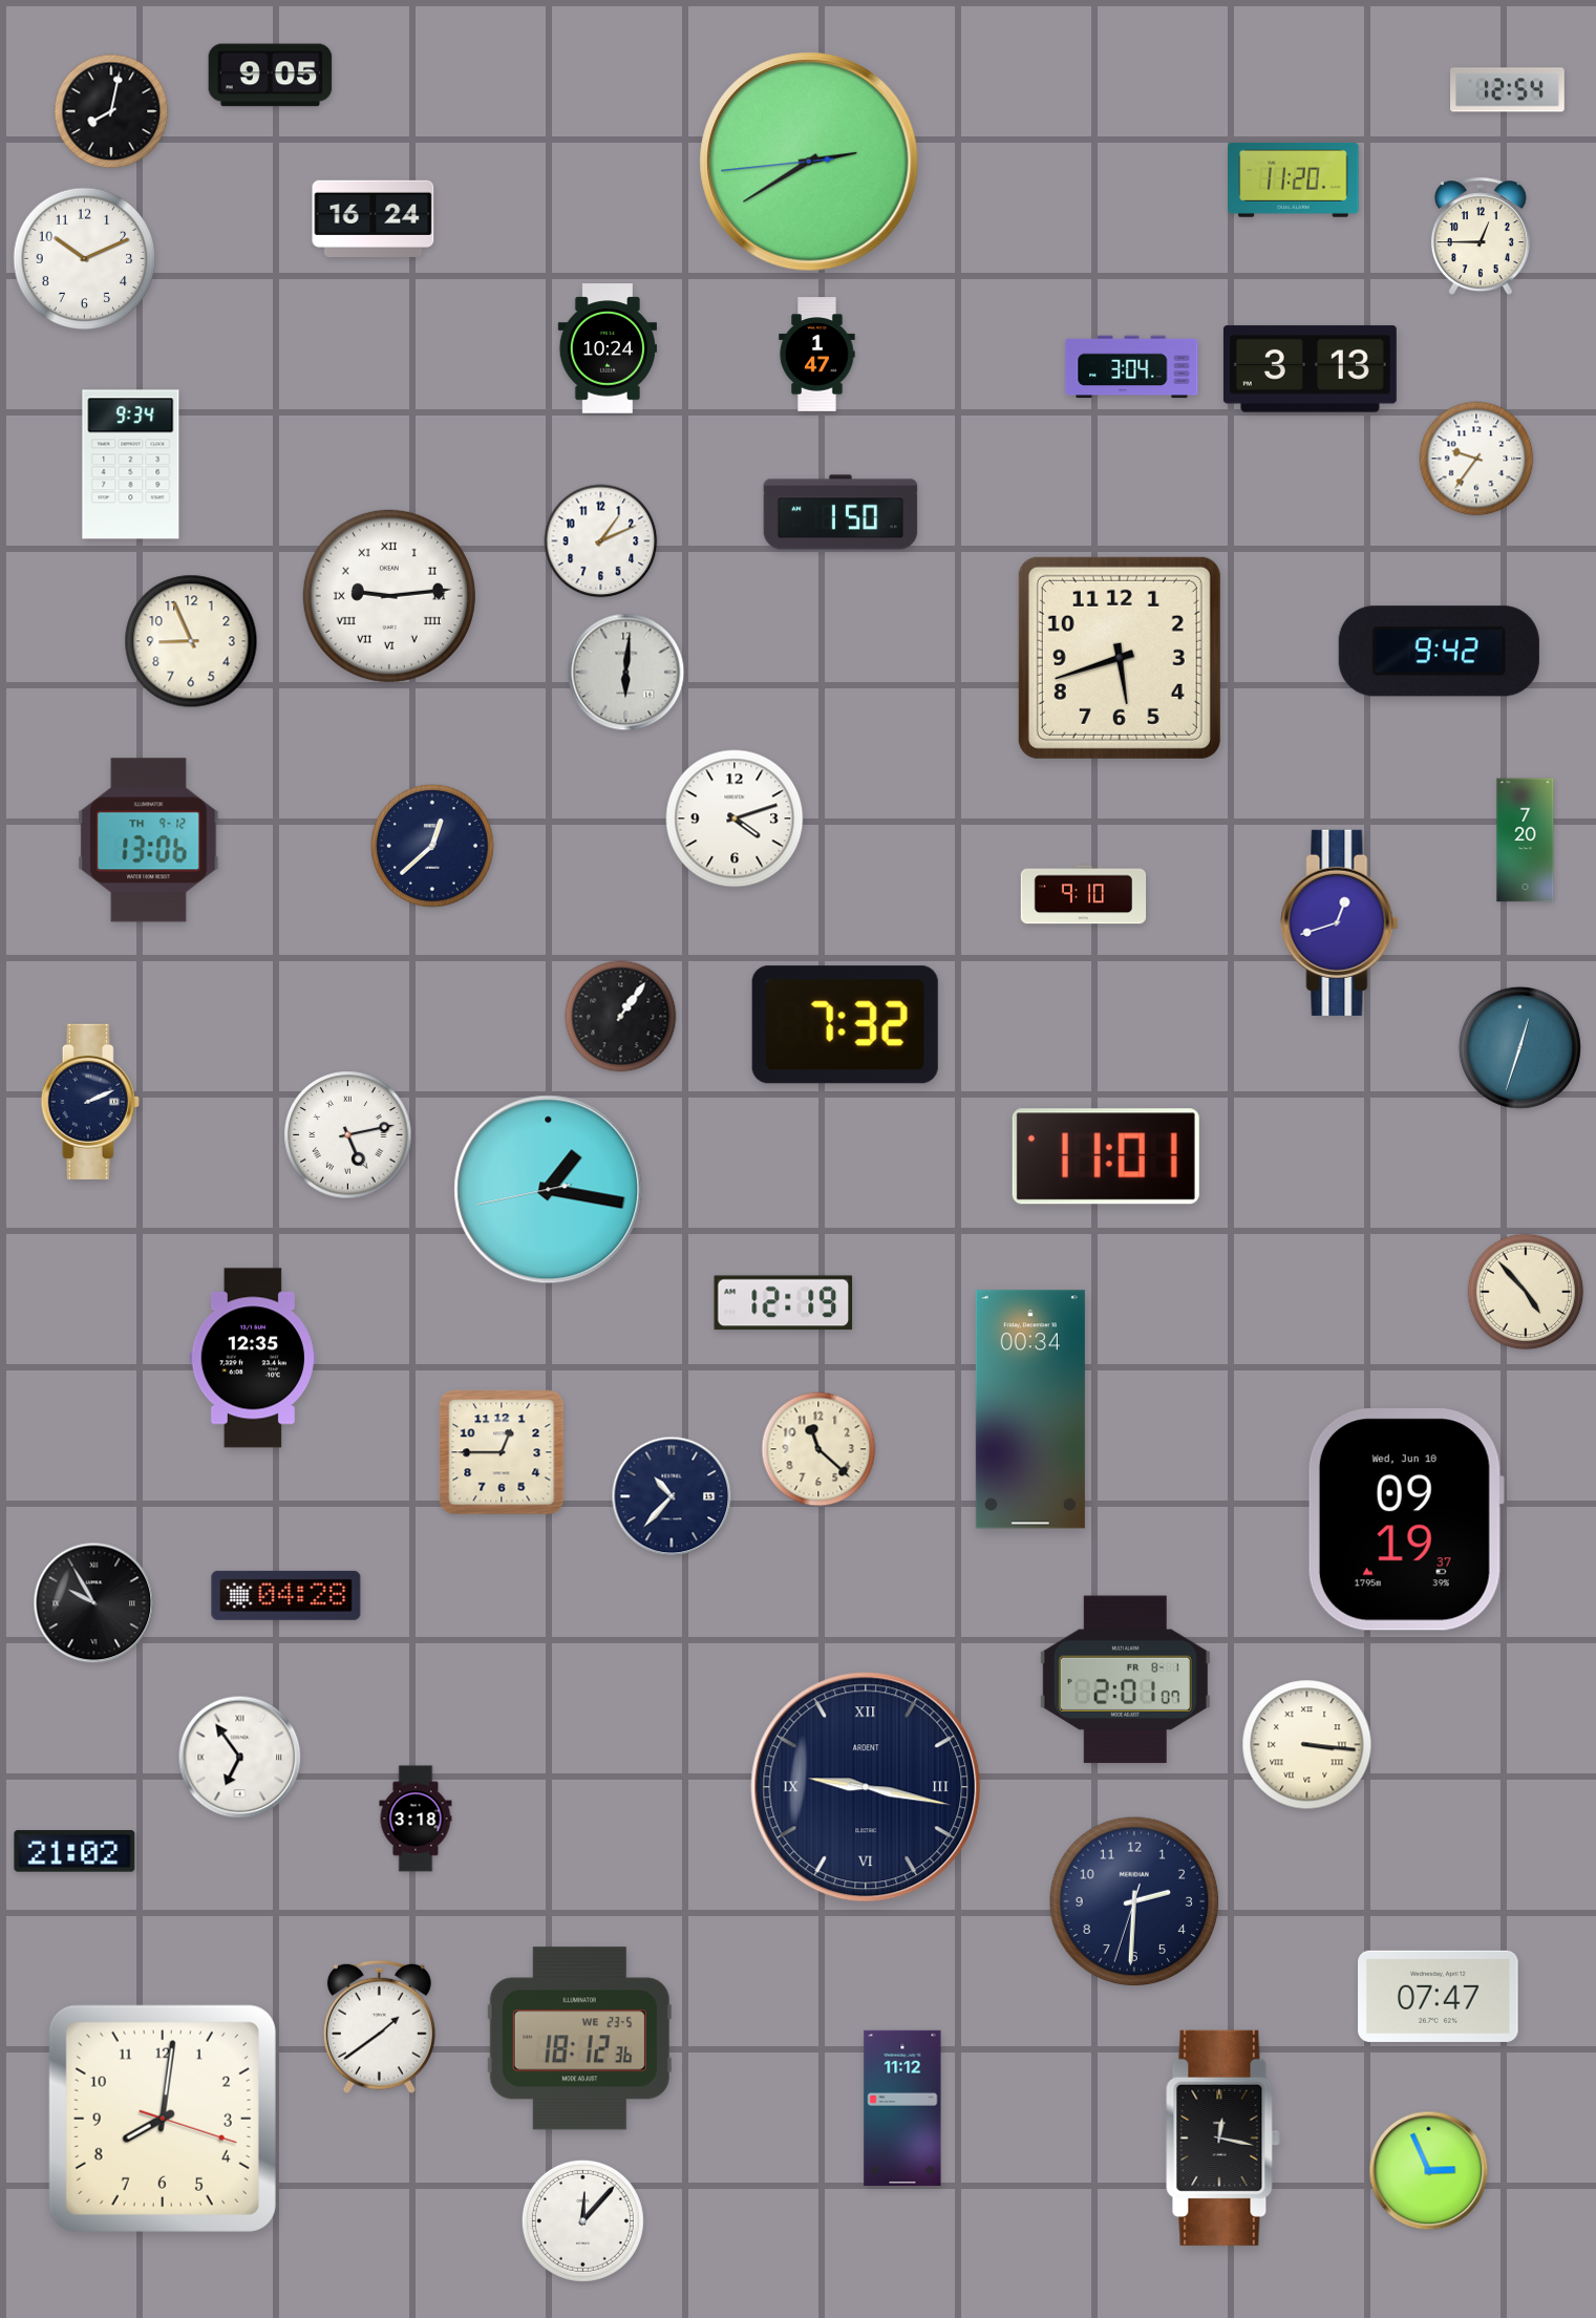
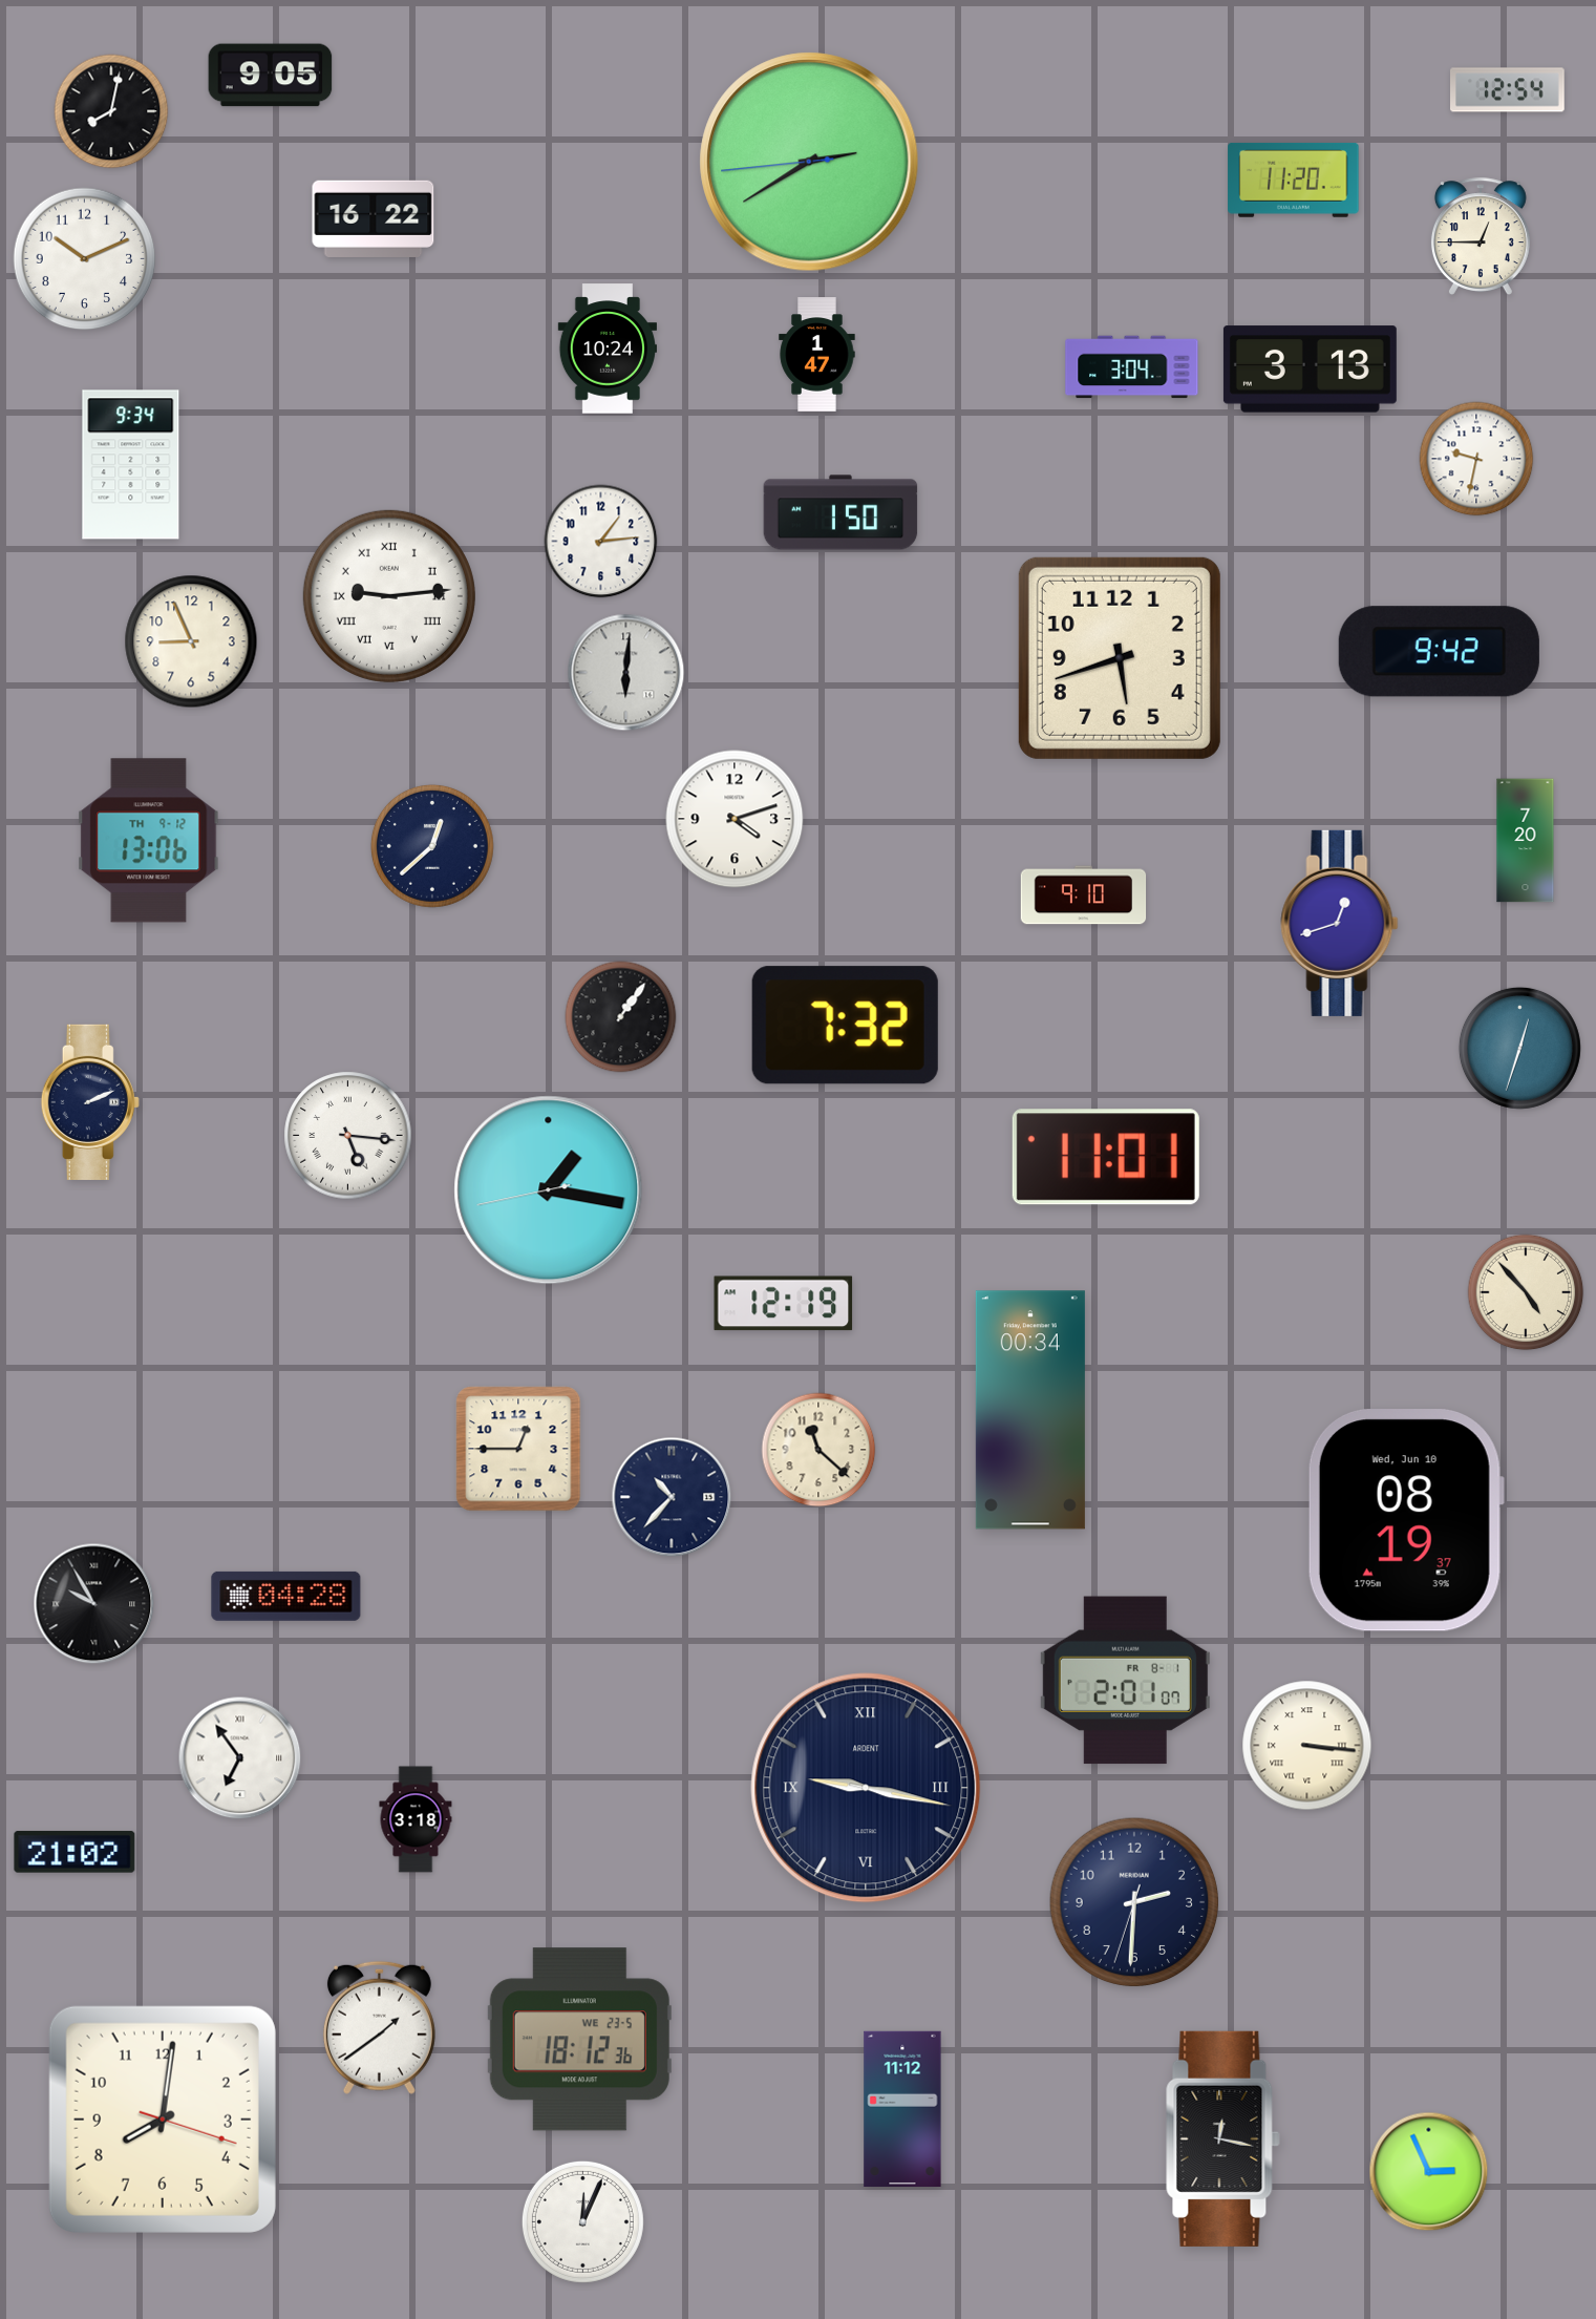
clock at (374, 218): 16:24 -> 16:22
clock at (1476, 459): 9:36 -> 9:32
clock at (601, 541): 1:11 -> 1:14
clock at (348, 1135): 5:13 -> 5:16
clock at (252, 1358): 12:35 -> none
clock at (502, 1452) position: (502, 1452) -> (518, 1449)
clock at (1406, 1519): 09:19 -> 08:19
clock at (1439, 1996): 07:47 -> none
clock at (582, 2220): 12:07 -> 12:04
